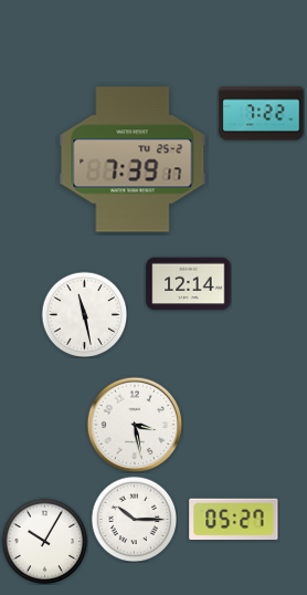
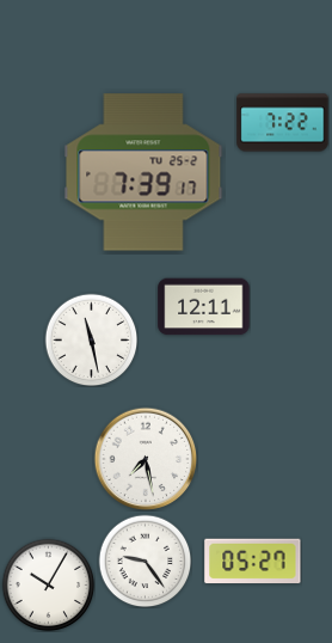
clock at (189, 284): 12:14 -> 12:11
clock at (135, 425): 3:28 -> 7:28
clock at (134, 519): 10:15 -> 9:24
